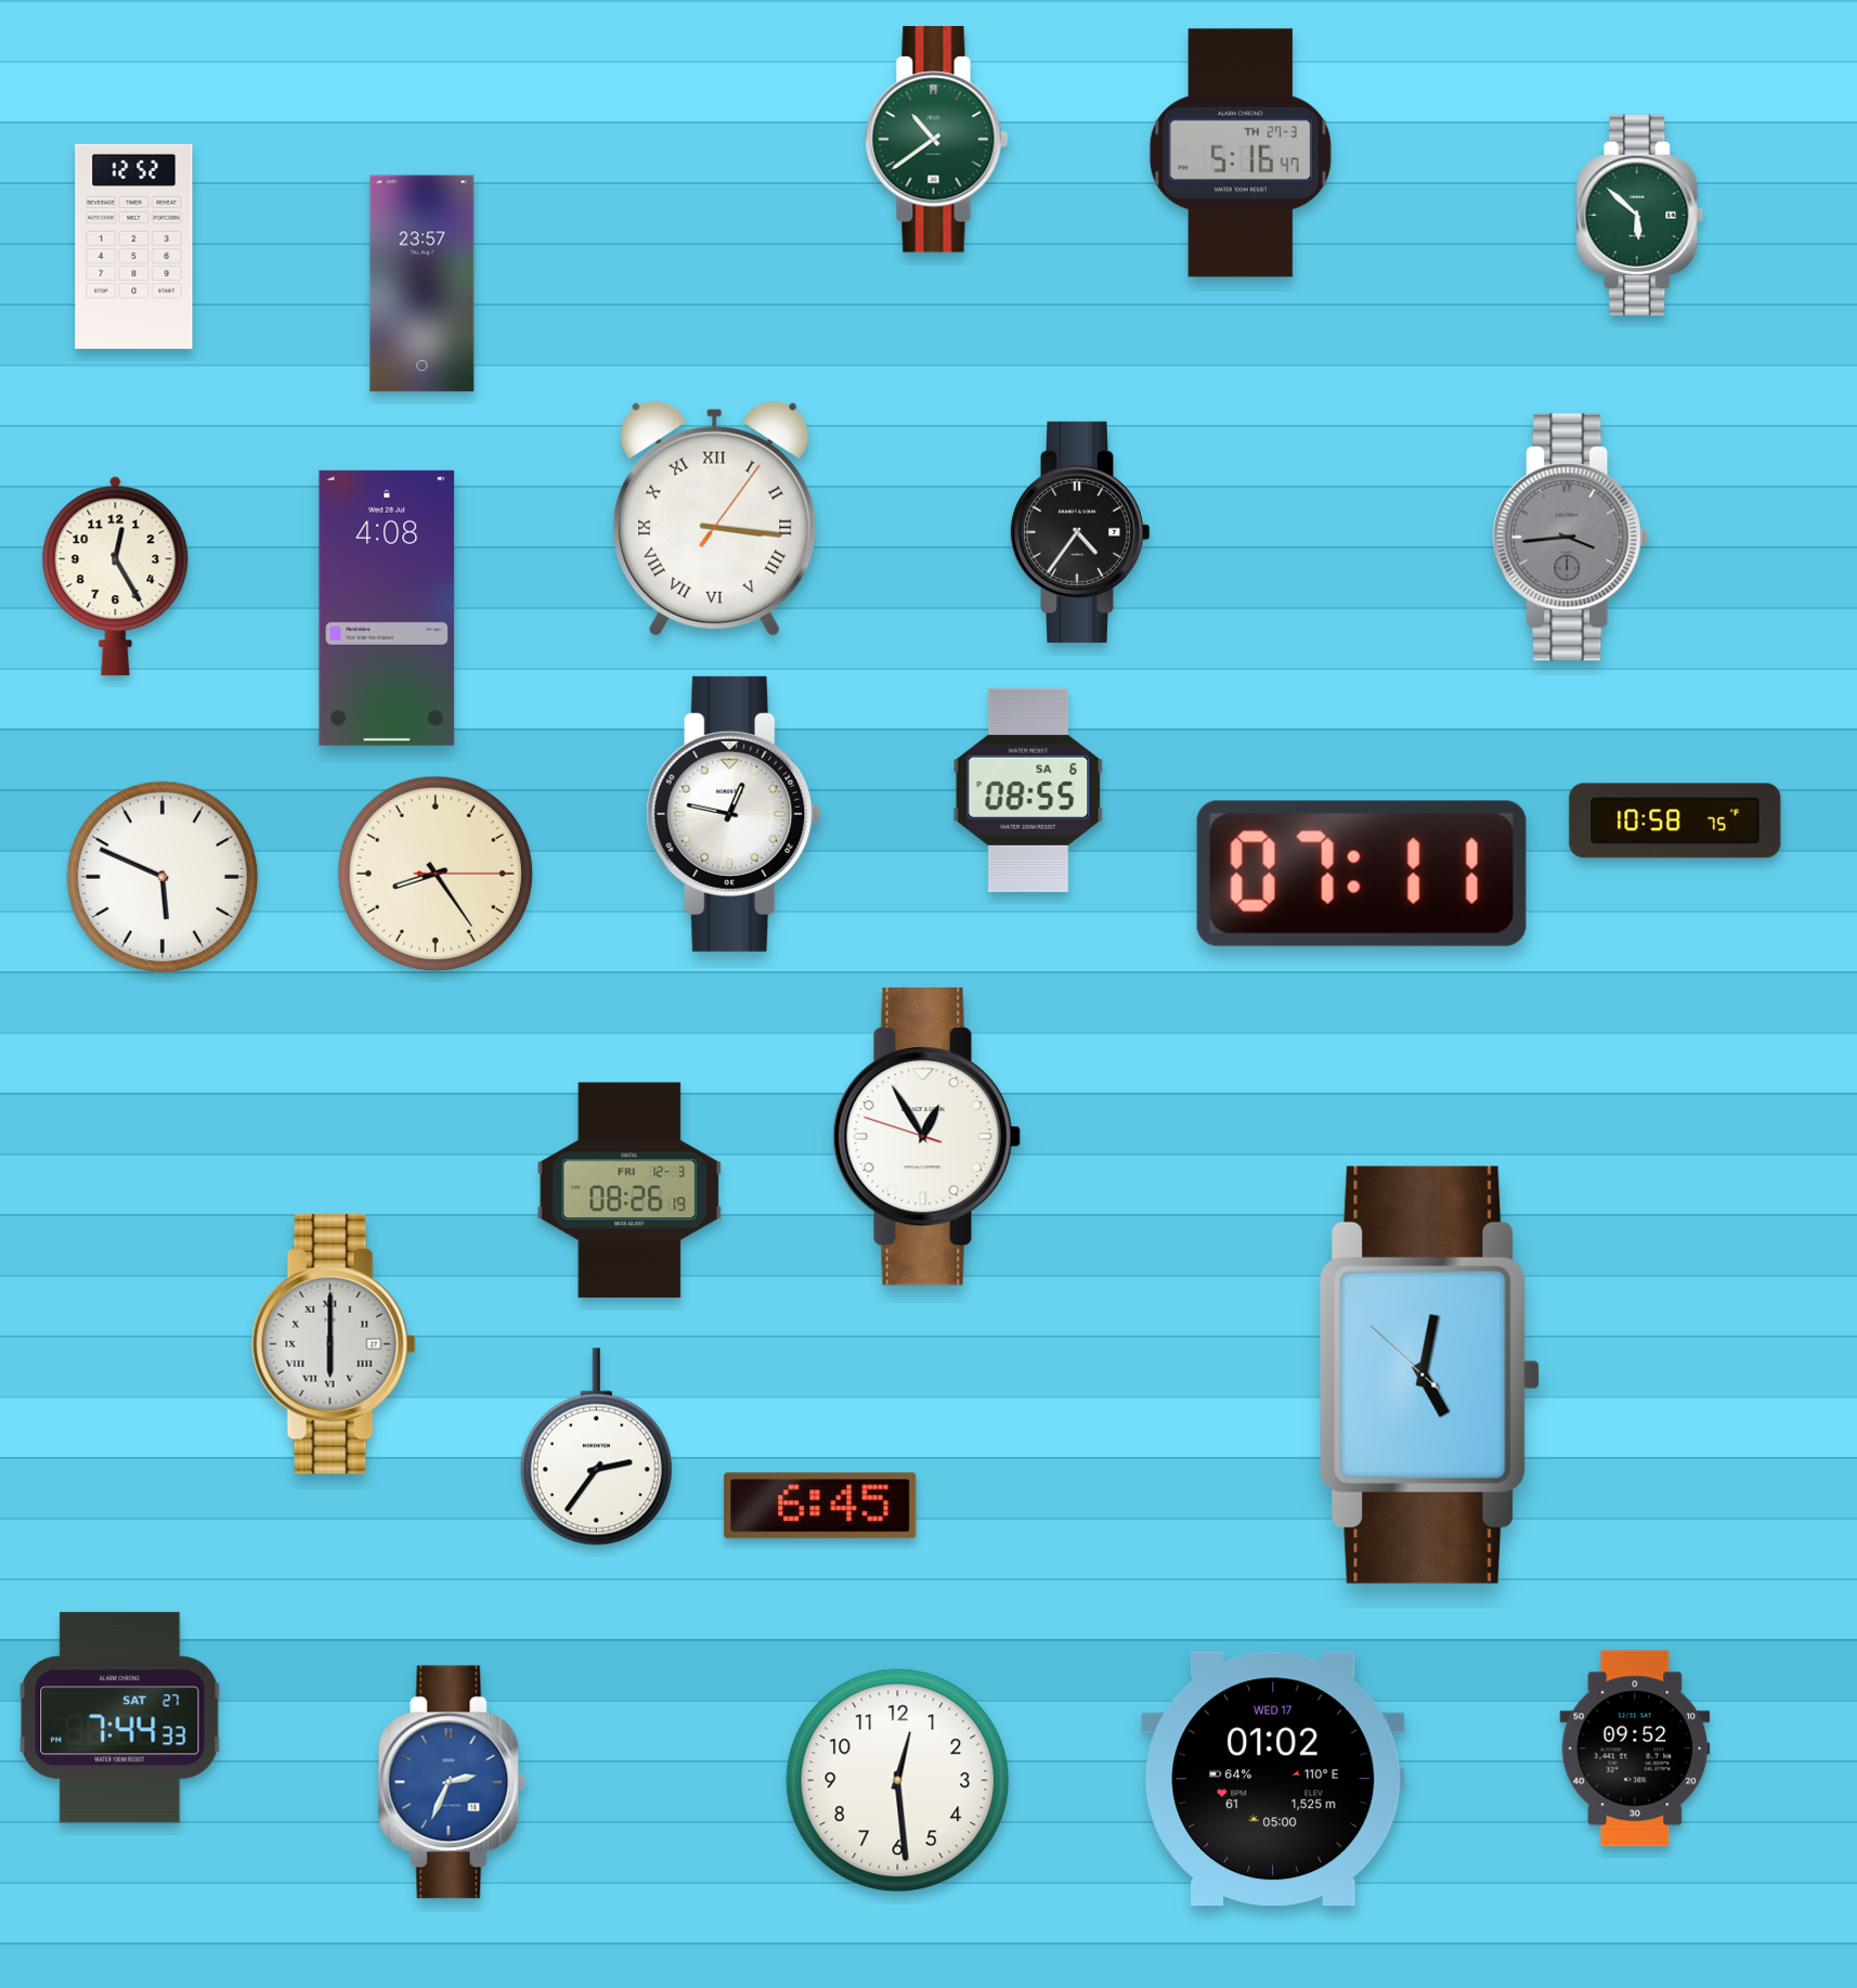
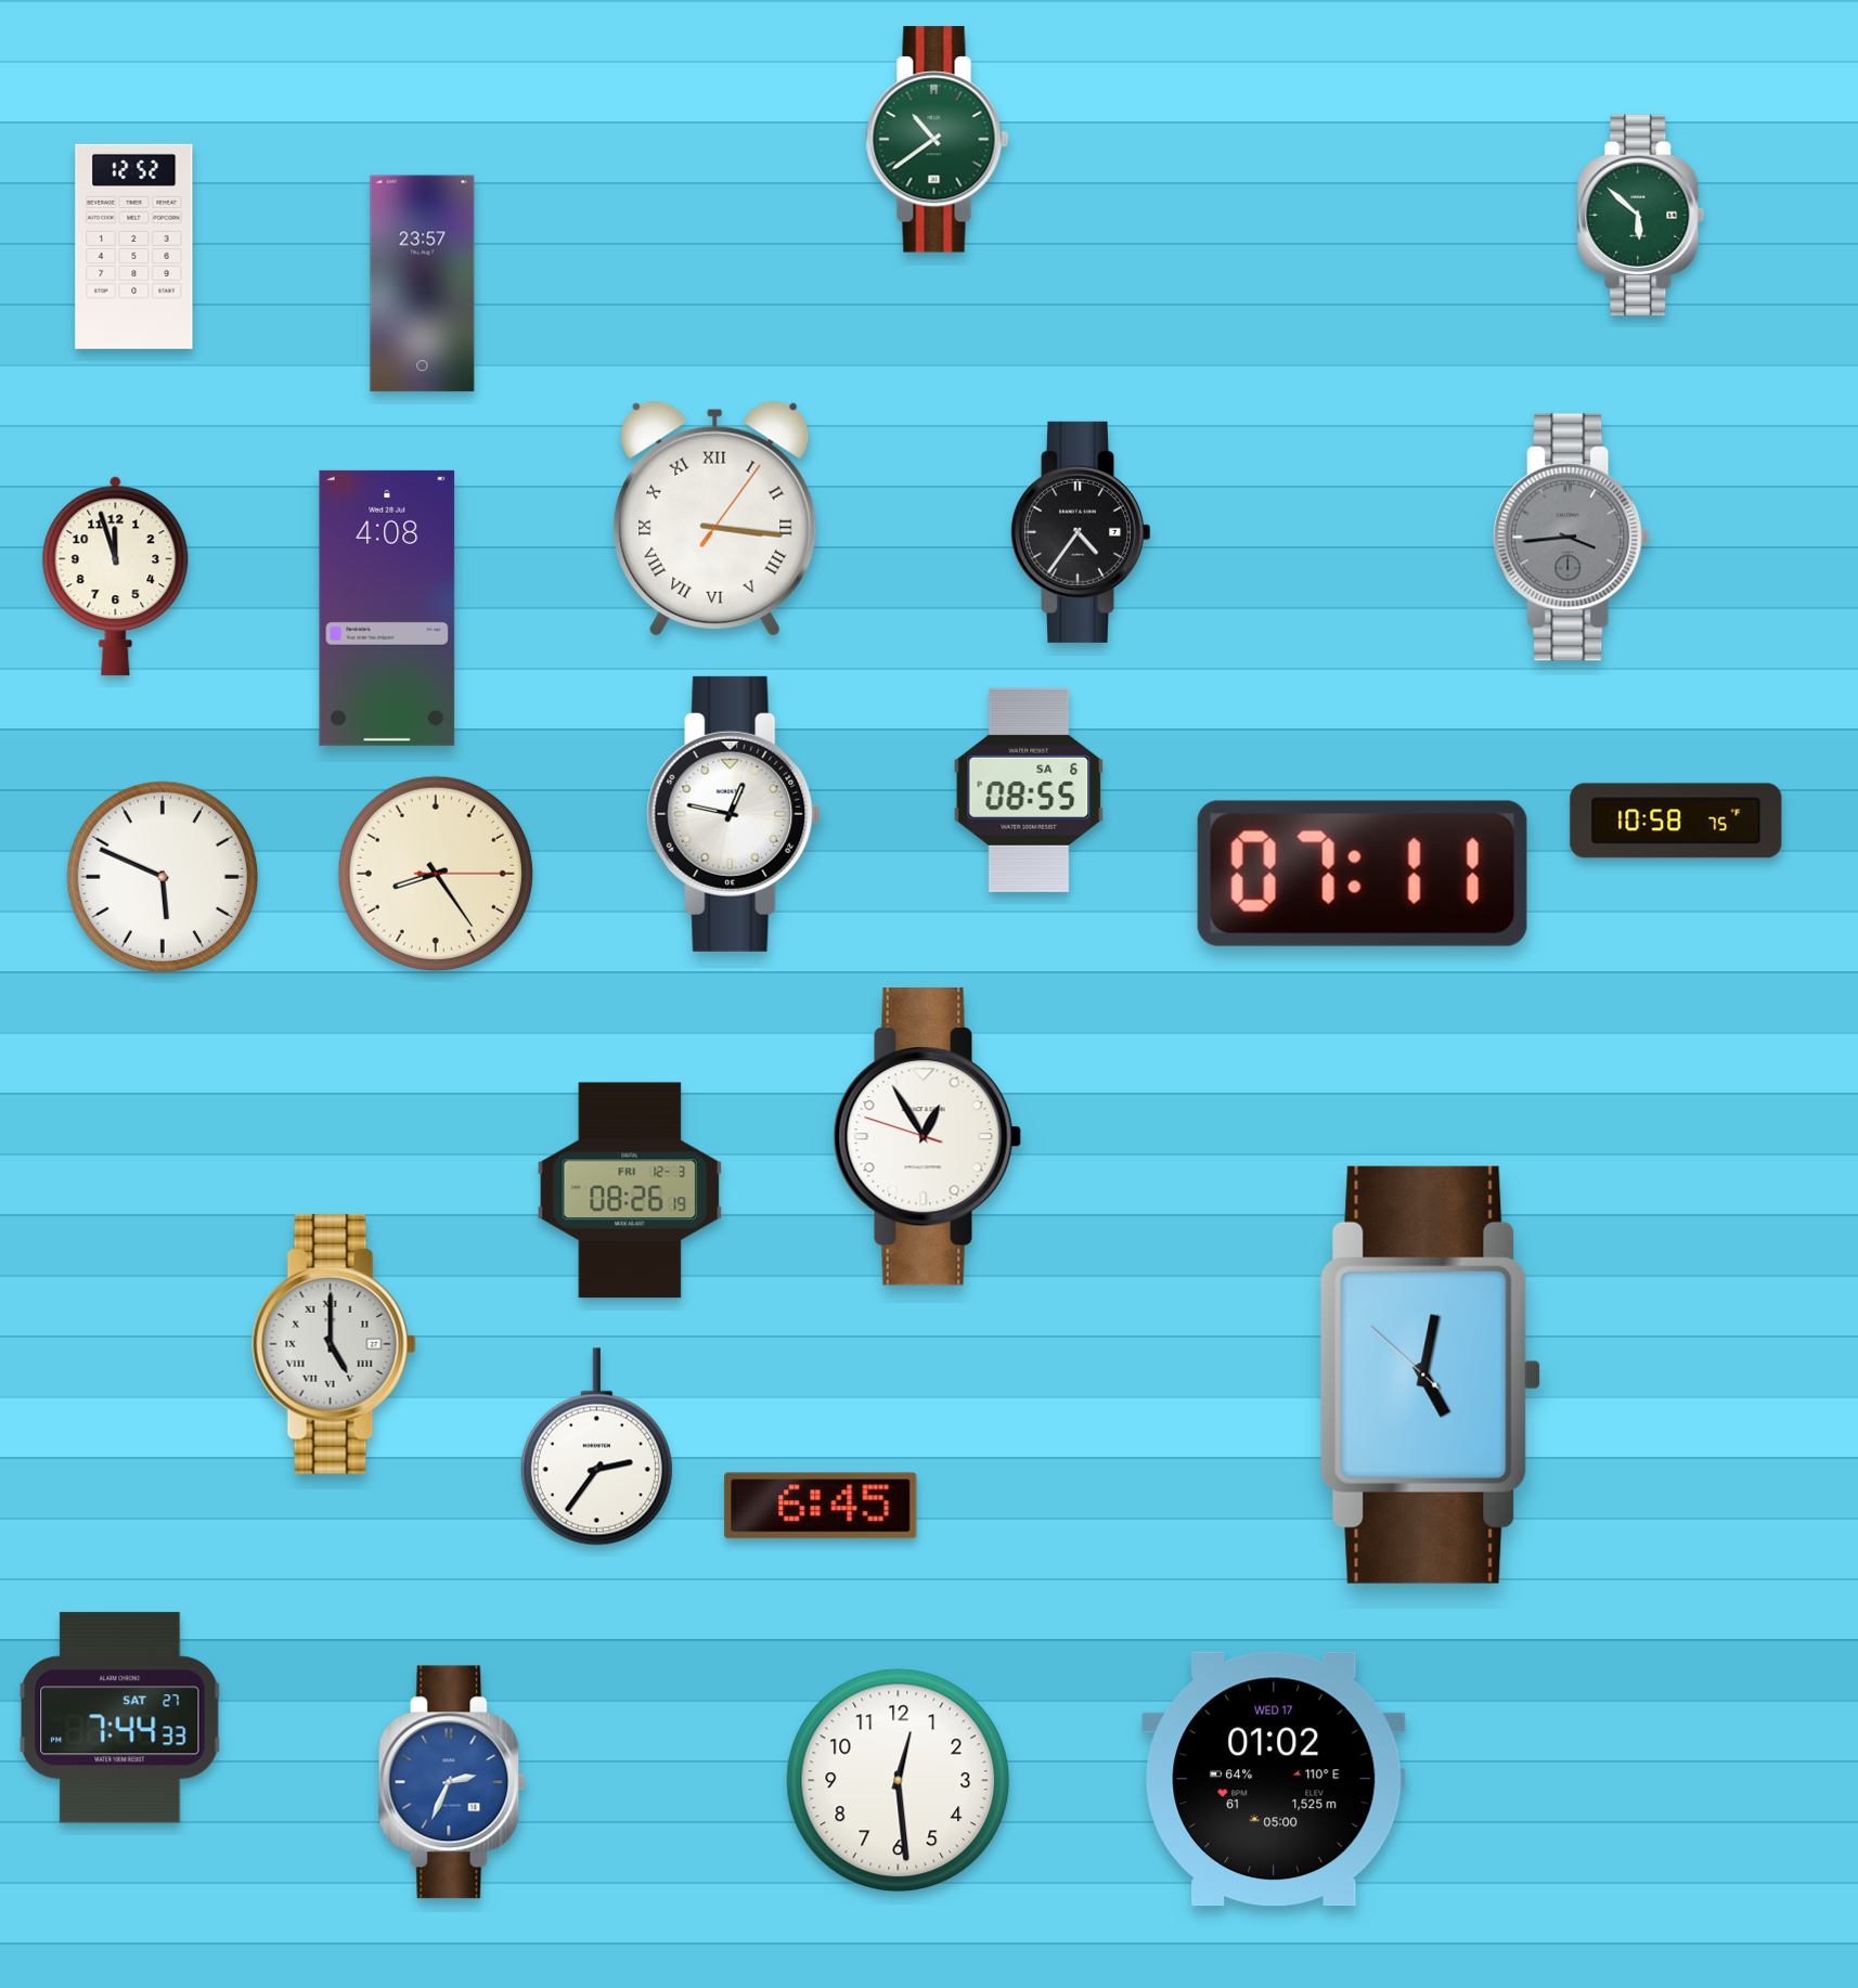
clock at (1241, 153): 5:16 -> none
clock at (116, 577): 12:25 -> 11:57
clock at (334, 1344): 6:00 -> 5:00
clock at (1635, 1748): 09:52 -> none
